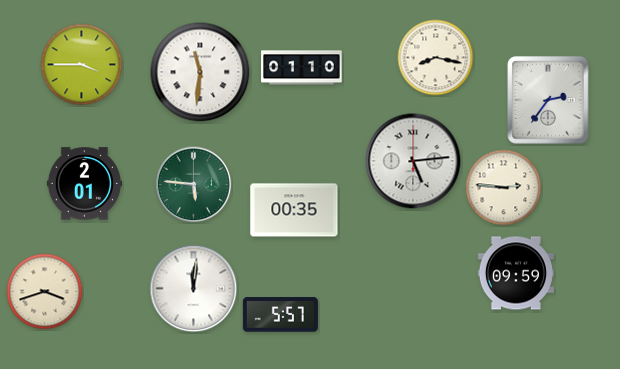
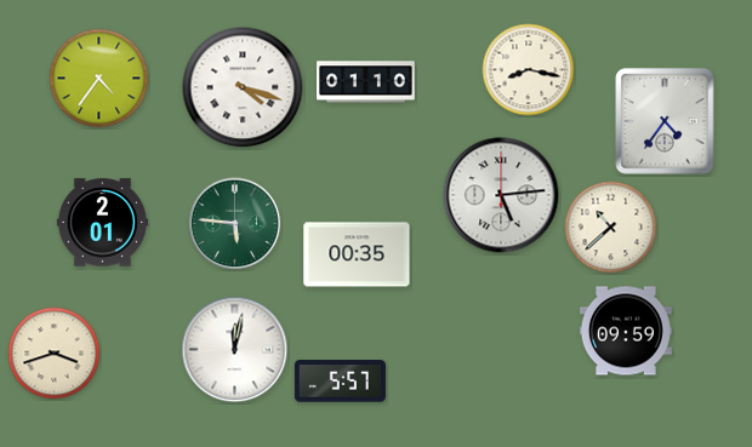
clock at (82, 65): 3:45 -> 4:36
clock at (200, 72): 11:31 -> 4:18
clock at (548, 100): 2:36 -> 4:36
clock at (504, 188): 2:46 -> 10:38
clock at (194, 289): 12:01 -> 12:02
